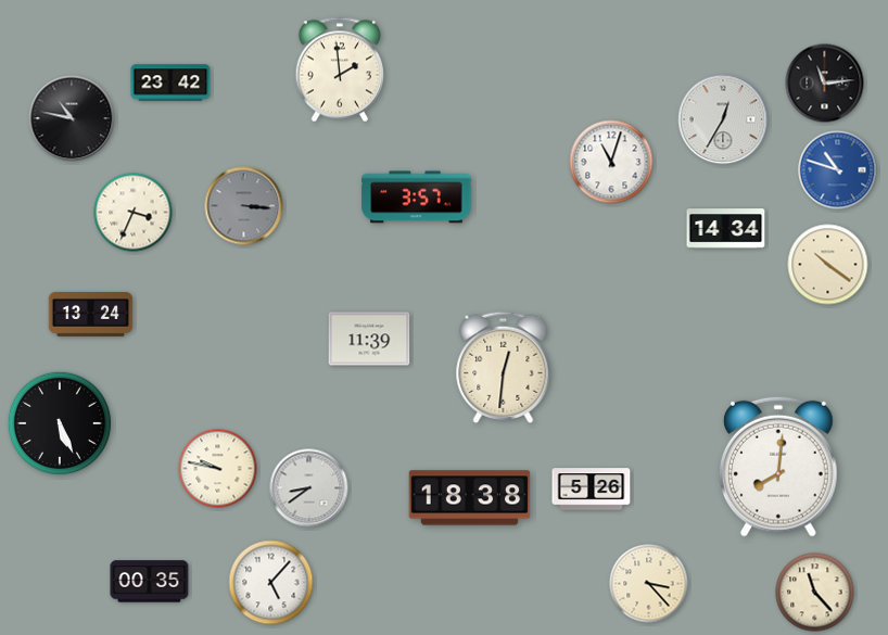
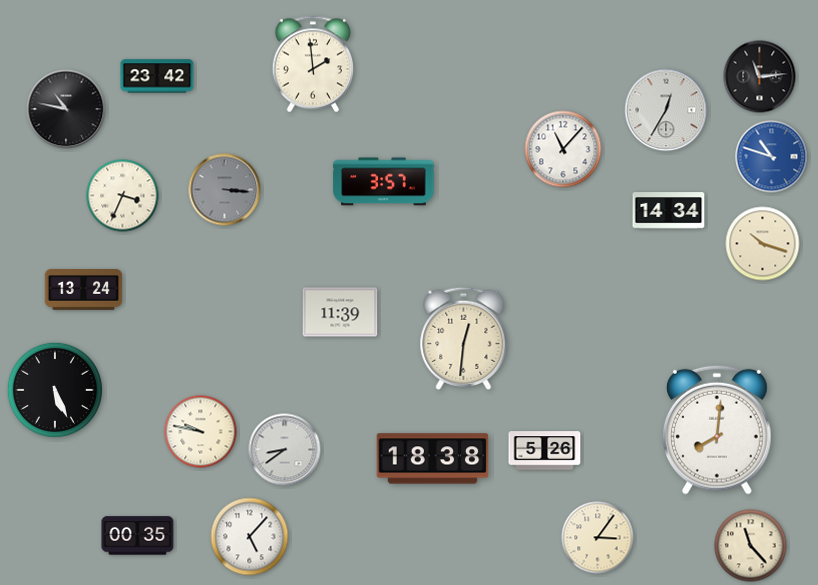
clock at (611, 162): 11:03 -> 11:07
clock at (828, 265): 10:21 -> 10:18
clock at (649, 584): 3:23 -> 3:06
